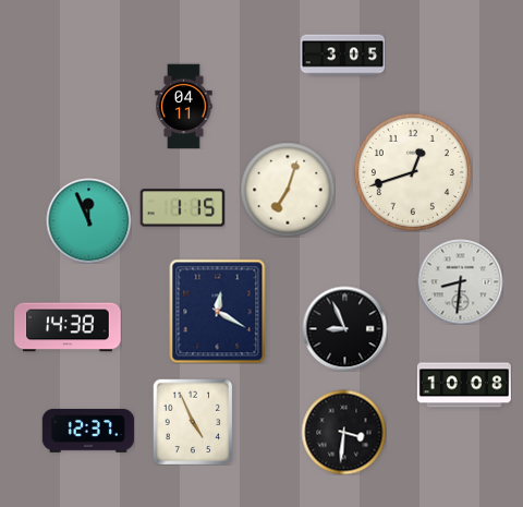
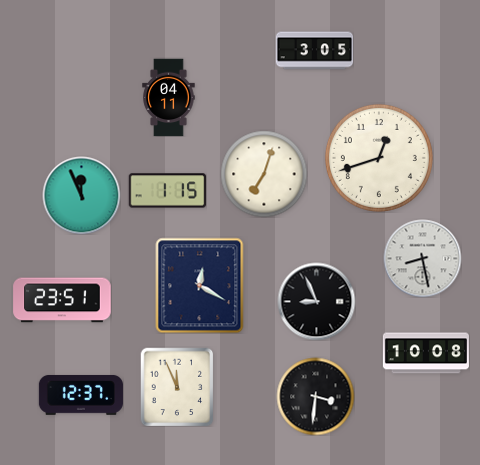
clock at (88, 220) position: (88, 220) -> (81, 195)
clock at (460, 281): 8:31 -> 8:28
clock at (68, 327): 14:38 -> 23:51
clock at (193, 422): 4:56 -> 11:56
